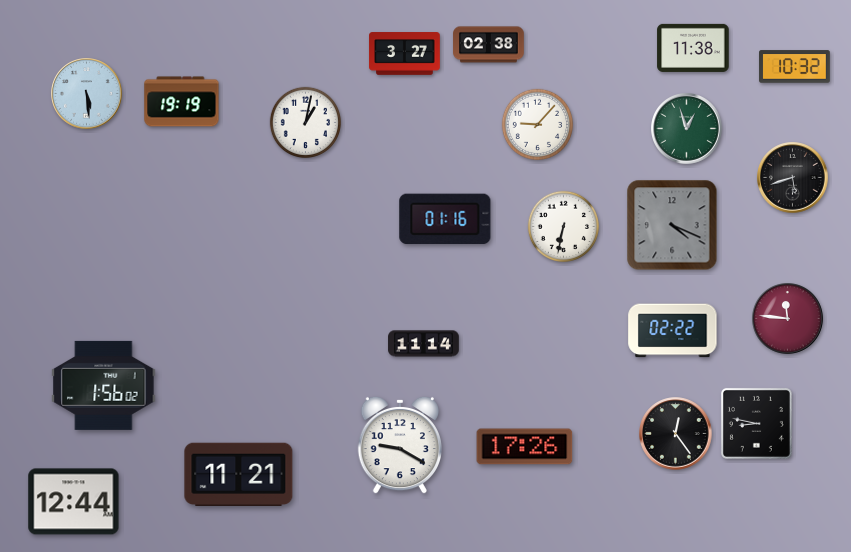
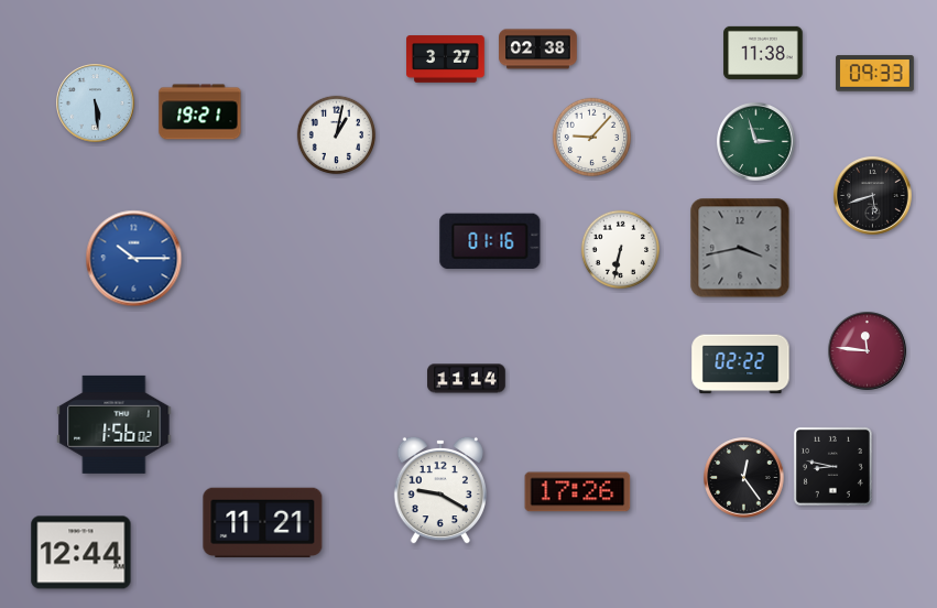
clock at (795, 67): 10:32 -> 09:33
clock at (182, 102): 19:19 -> 19:21
clock at (687, 129): 12:57 -> 2:57
clock at (672, 225): 4:19 -> 3:43
clock at (134, 259): none -> 10:15
